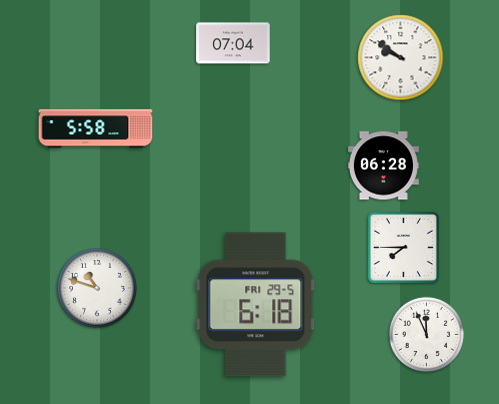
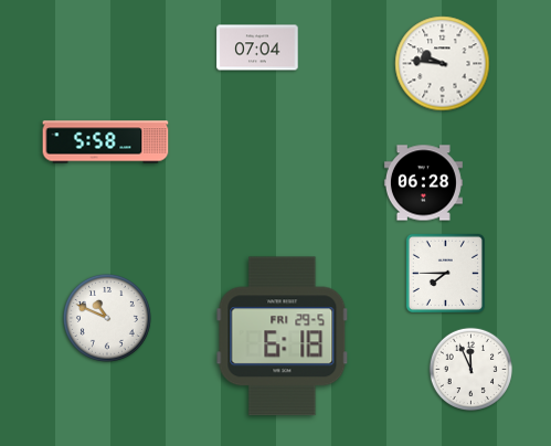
clock at (401, 58): 9:51 -> 9:46
clock at (97, 288): 10:48 -> 10:49
